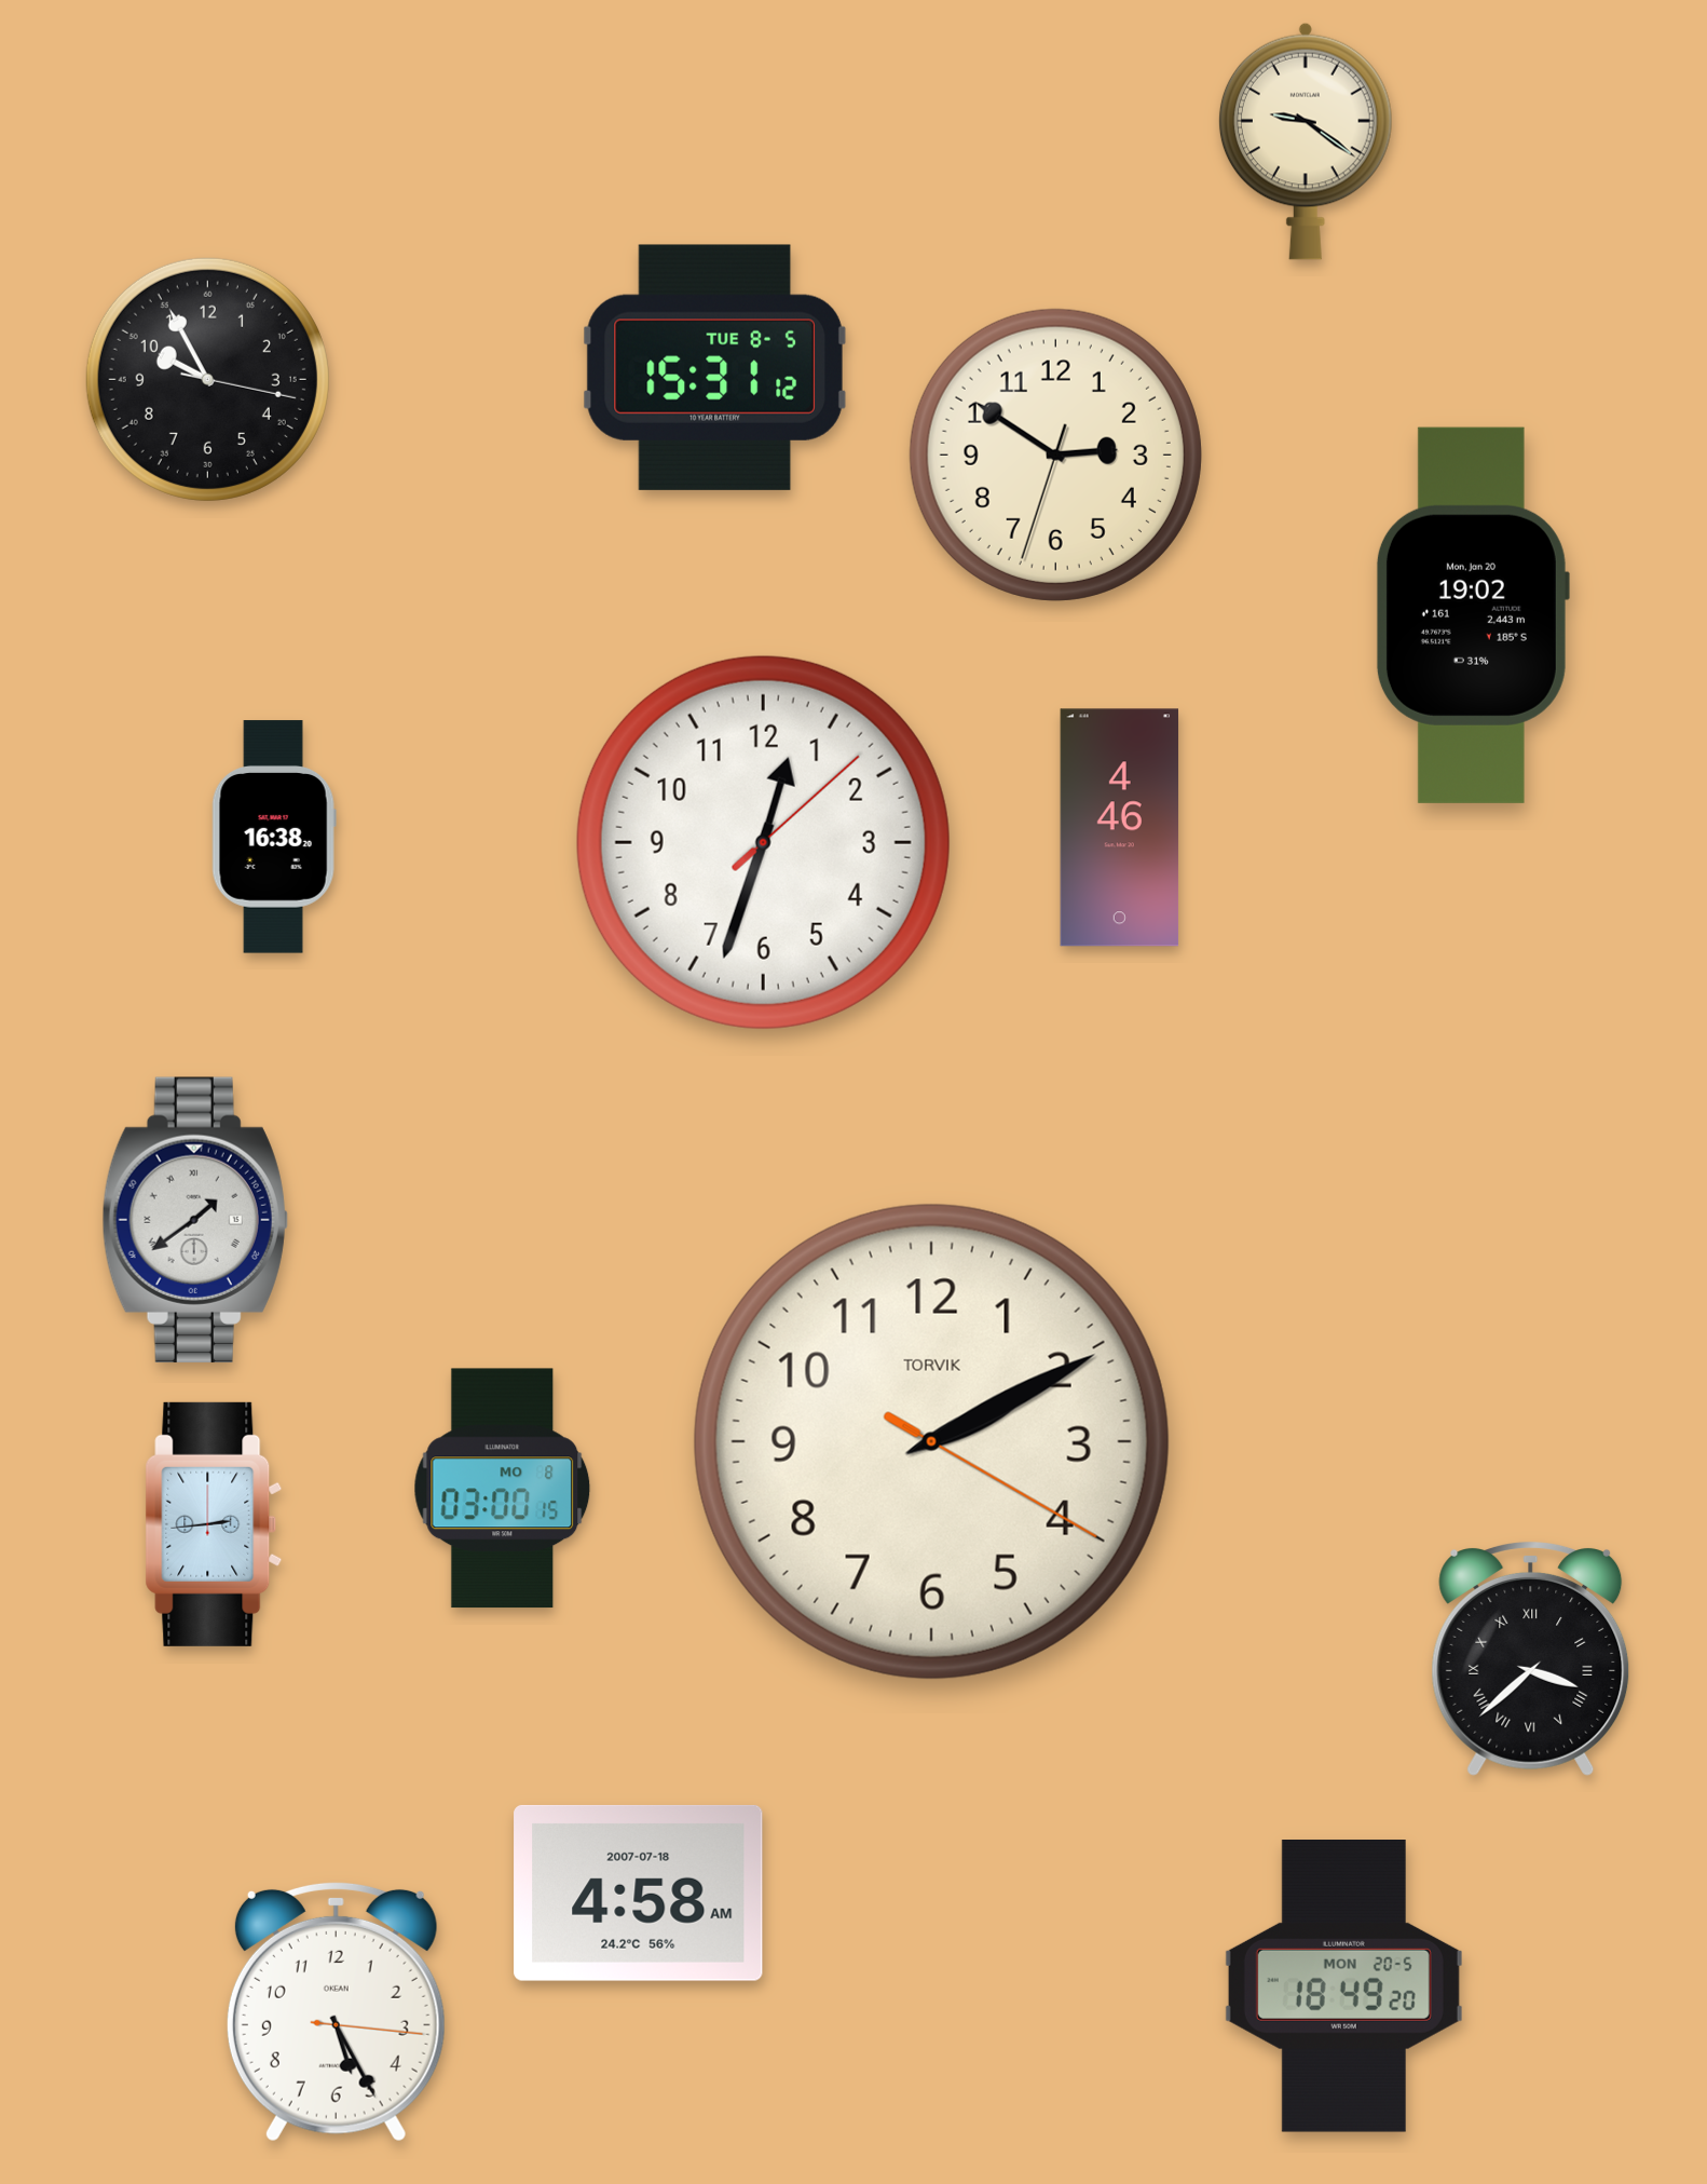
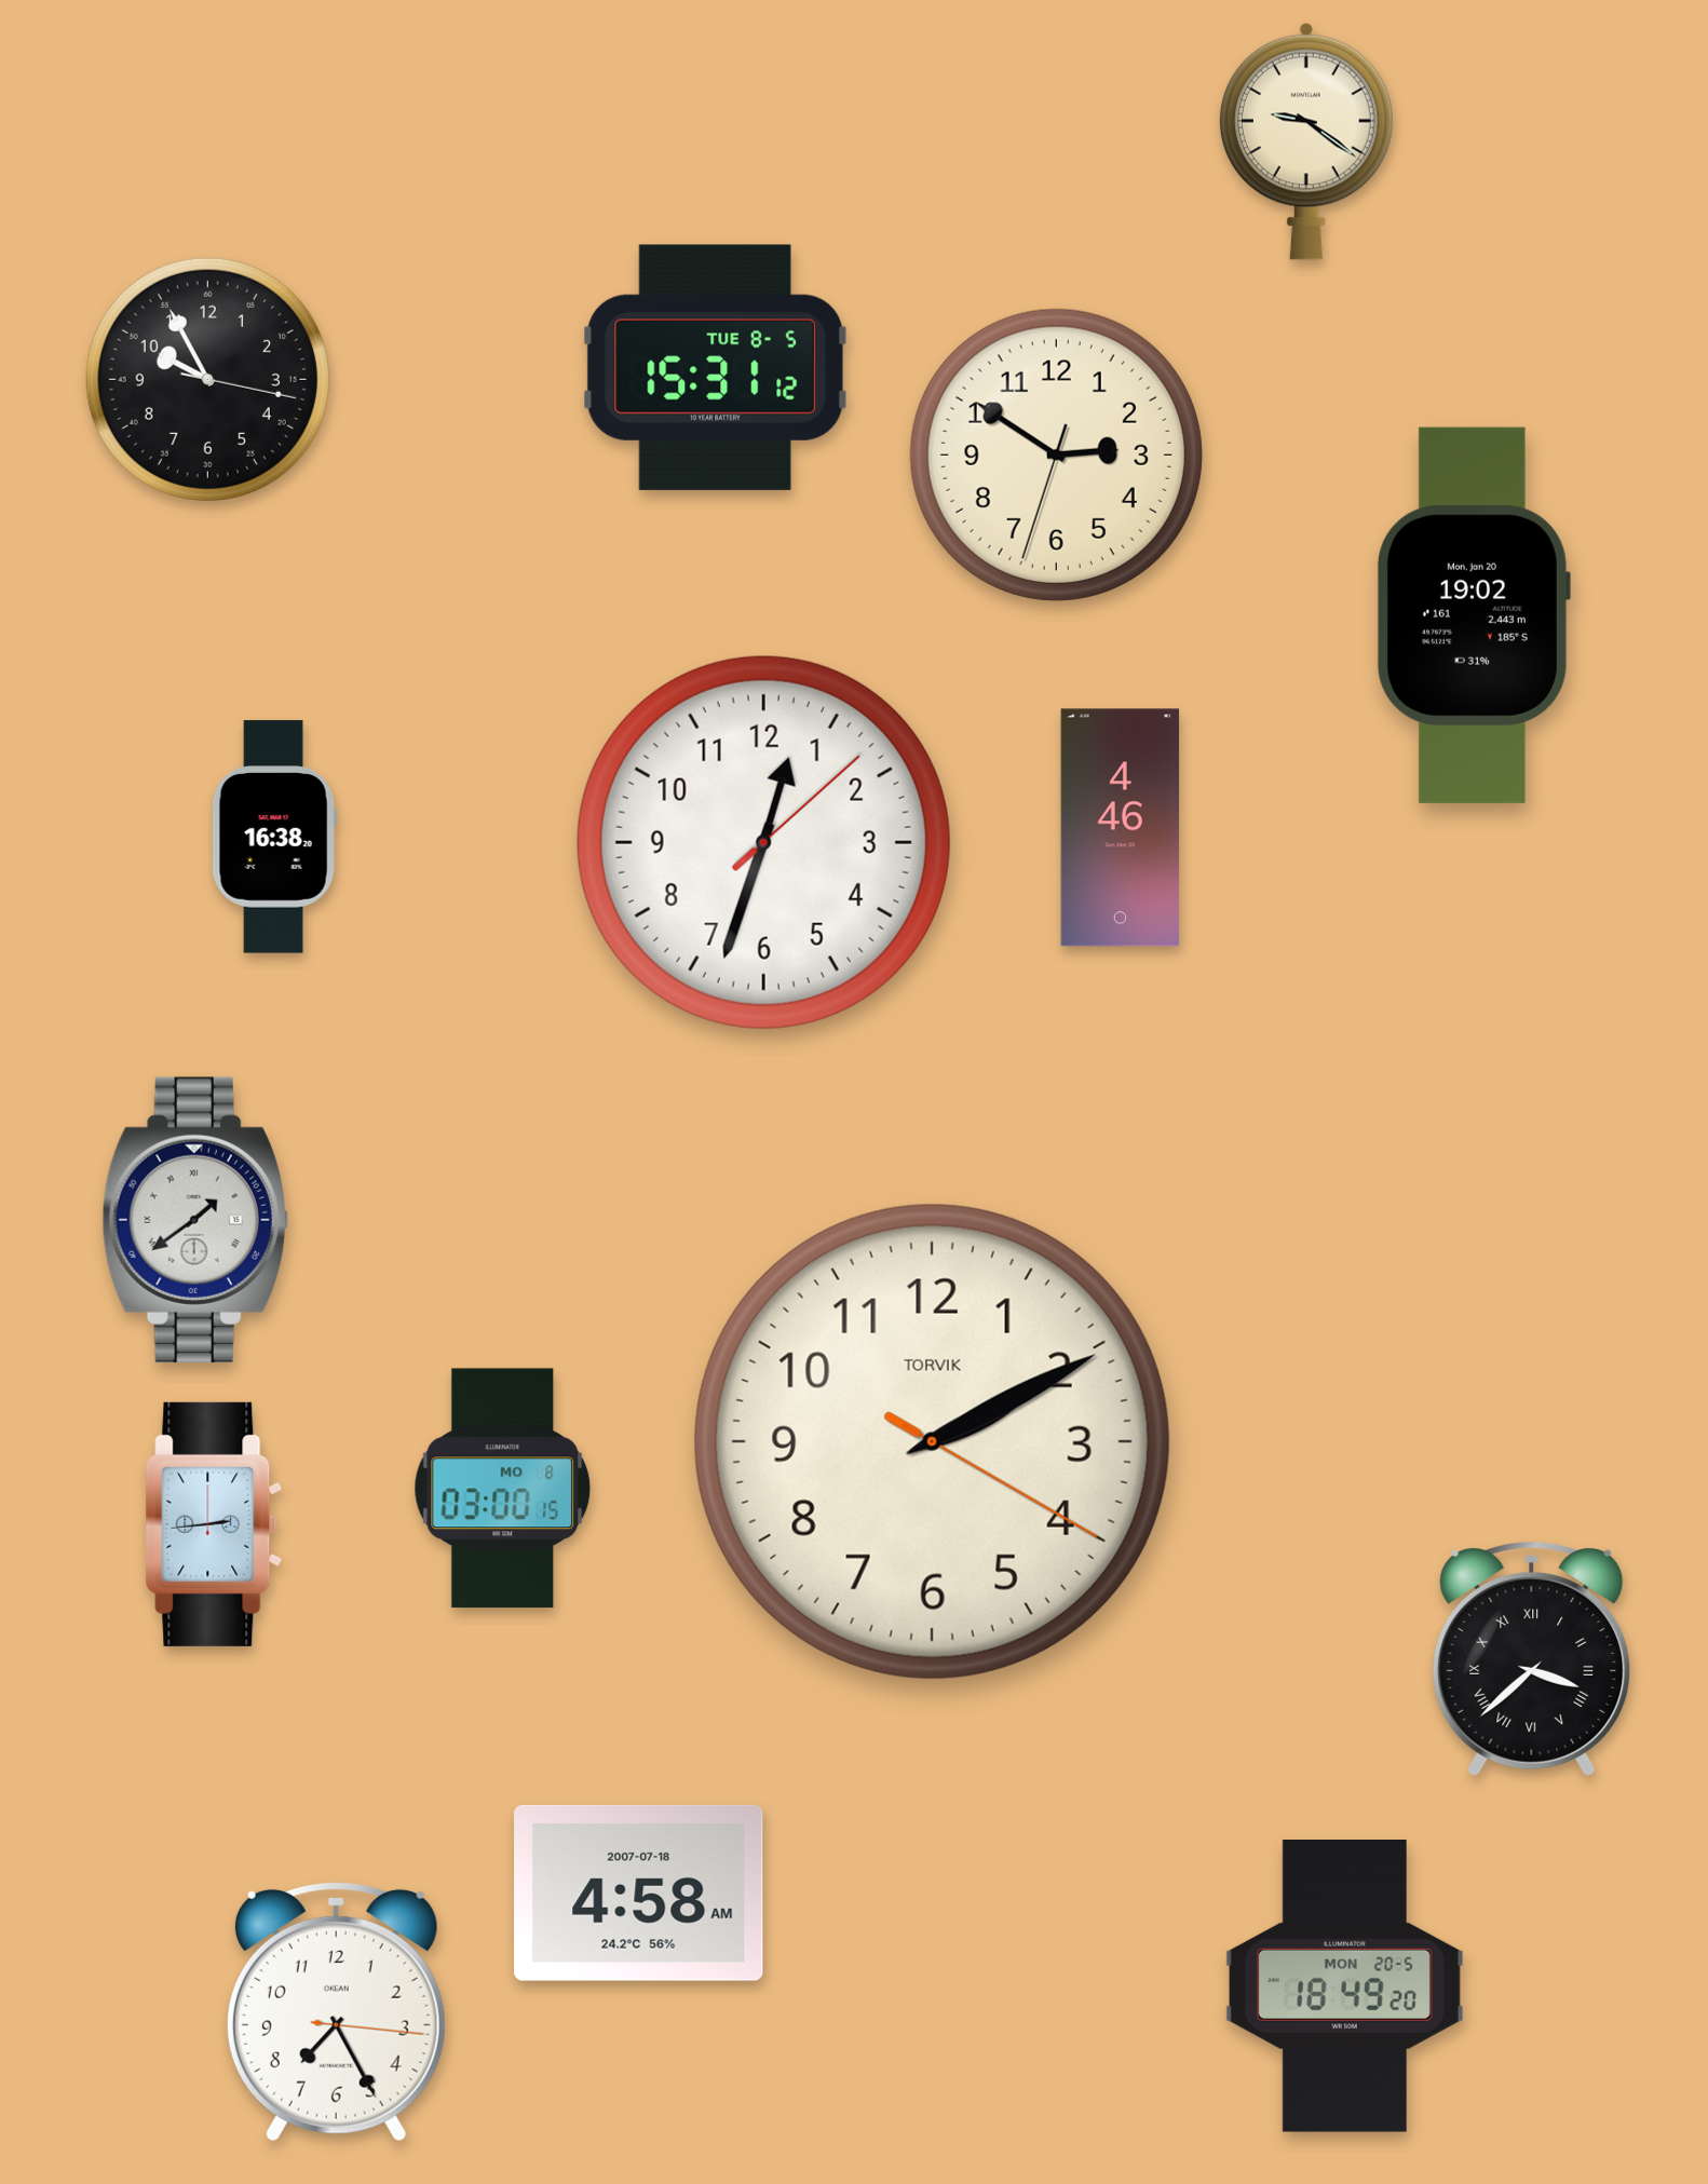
clock at (336, 2011): 5:25 -> 7:25
